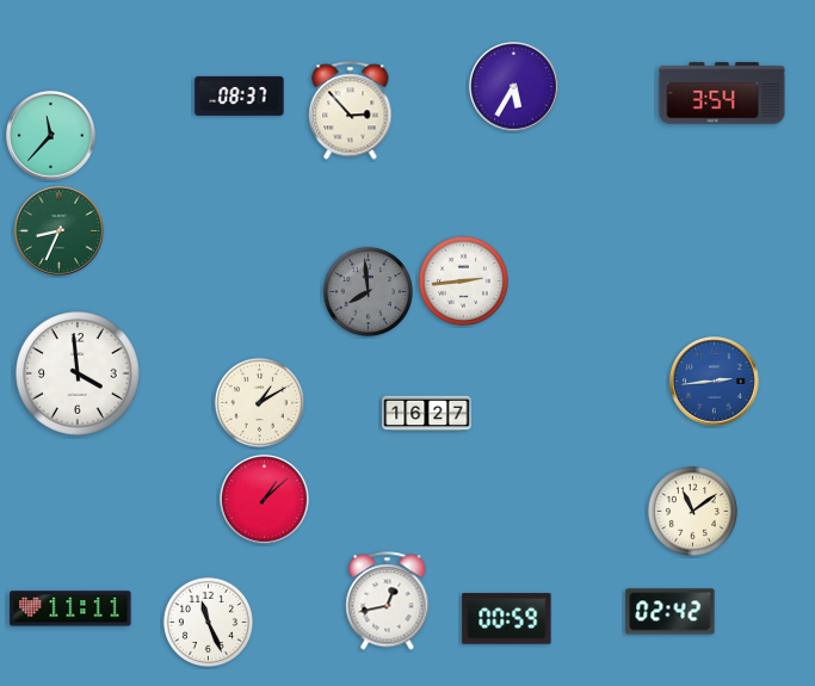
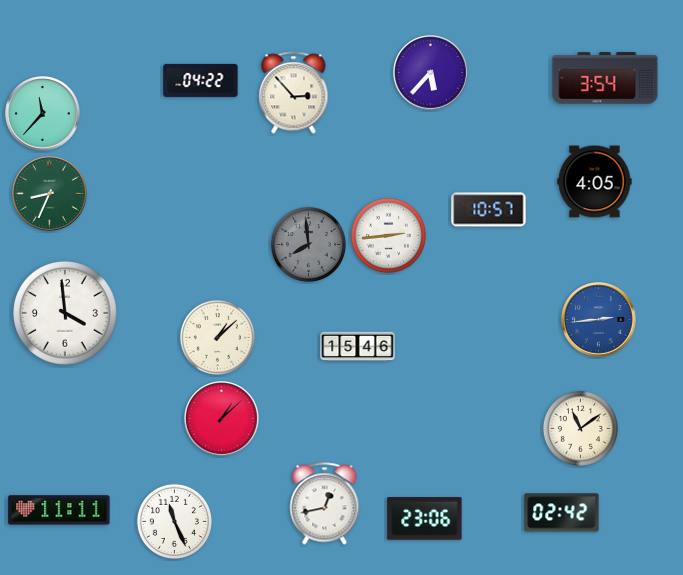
clock at (514, 87): 5:35 -> 5:37
clock at (240, 95): 08:37 -> 04:22
clock at (595, 182): none -> 4:05
clock at (489, 210): none -> 10:57
clock at (259, 402): 1:10 -> 1:08
clock at (427, 414): 16:27 -> 15:46
clock at (507, 619): 00:59 -> 23:06
